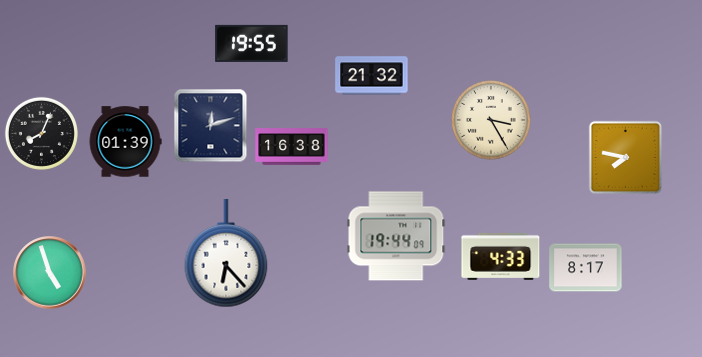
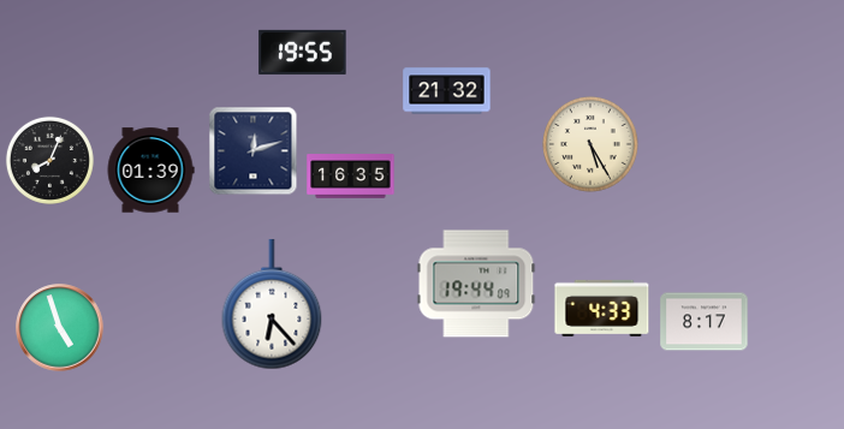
clock at (491, 120): 3:25 -> 5:25
clock at (292, 147): 16:38 -> 16:35
clock at (625, 157): 7:47 -> none
